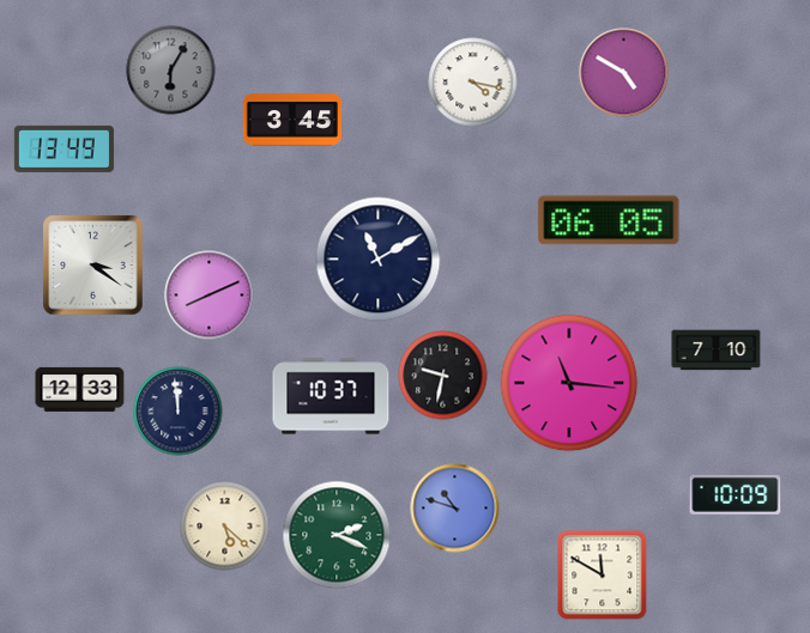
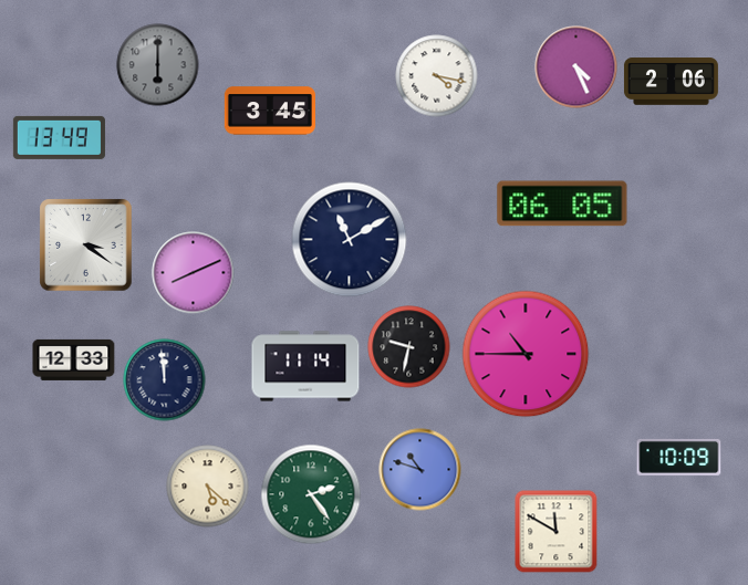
clock at (171, 71): 6:05 -> 6:00
clock at (624, 73): 4:50 -> 4:26
clock at (671, 82): none -> 2:06
clock at (717, 351): 7:10 -> none
clock at (569, 383): 11:16 -> 10:45
clock at (331, 396): 10:37 -> 11:14
clock at (337, 535): 2:19 -> 2:24
